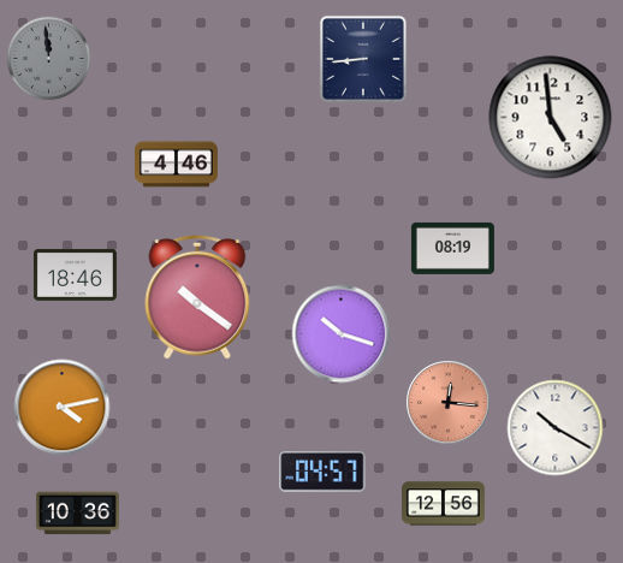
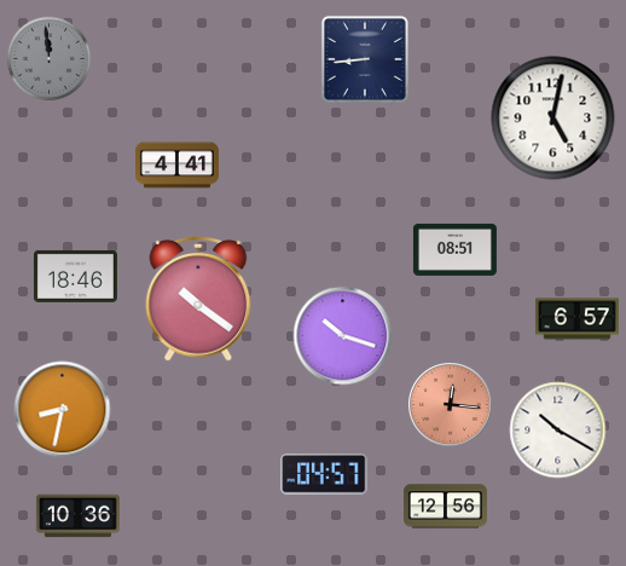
clock at (551, 118): 4:59 -> 5:02
clock at (176, 165): 4:46 -> 4:41
clock at (452, 248): 08:19 -> 08:51
clock at (576, 319): none -> 6:57
clock at (63, 408): 4:13 -> 8:32
